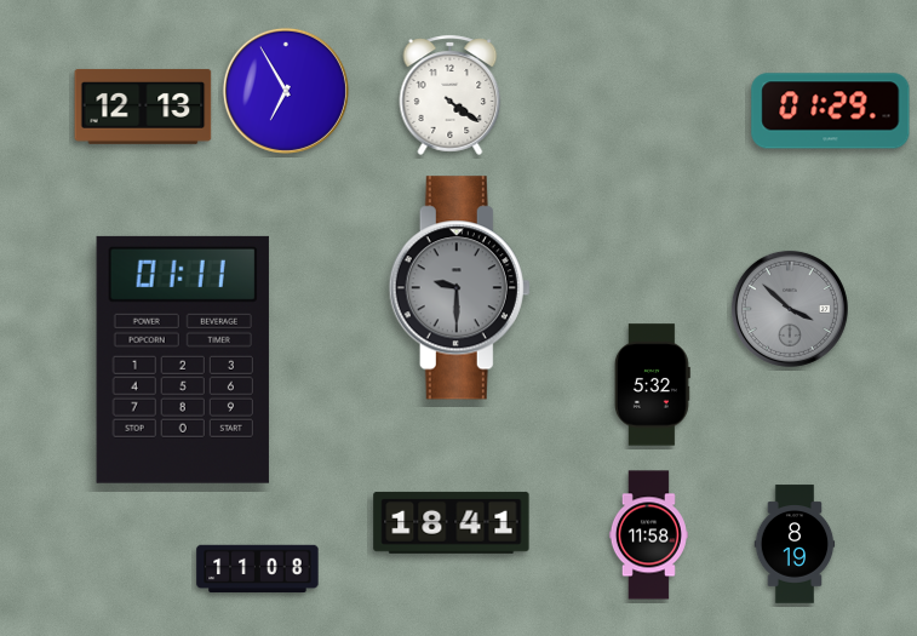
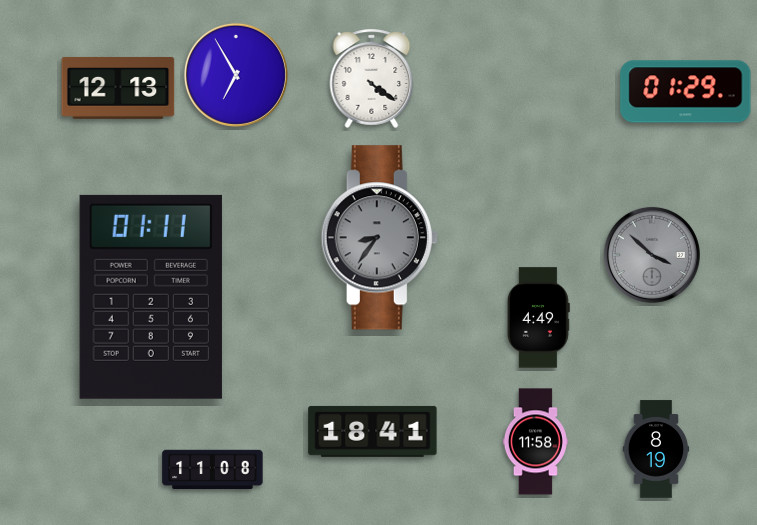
clock at (459, 288): 9:30 -> 8:36
clock at (652, 385): 5:32 -> 4:49
